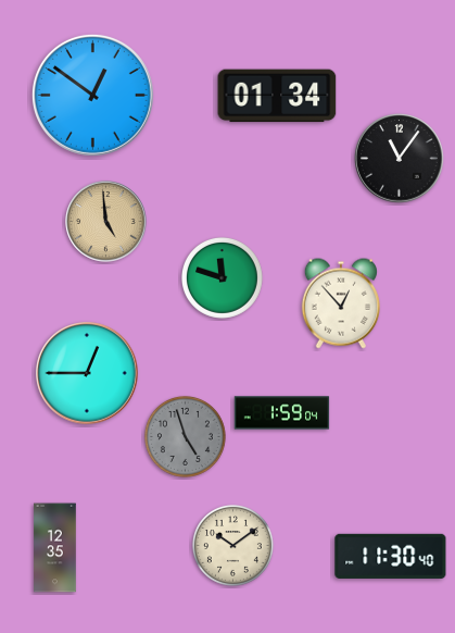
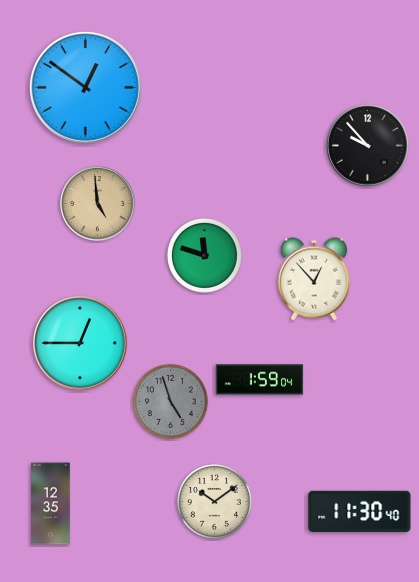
clock at (277, 96): 01:34 -> none
clock at (400, 159): 11:06 -> 9:53
